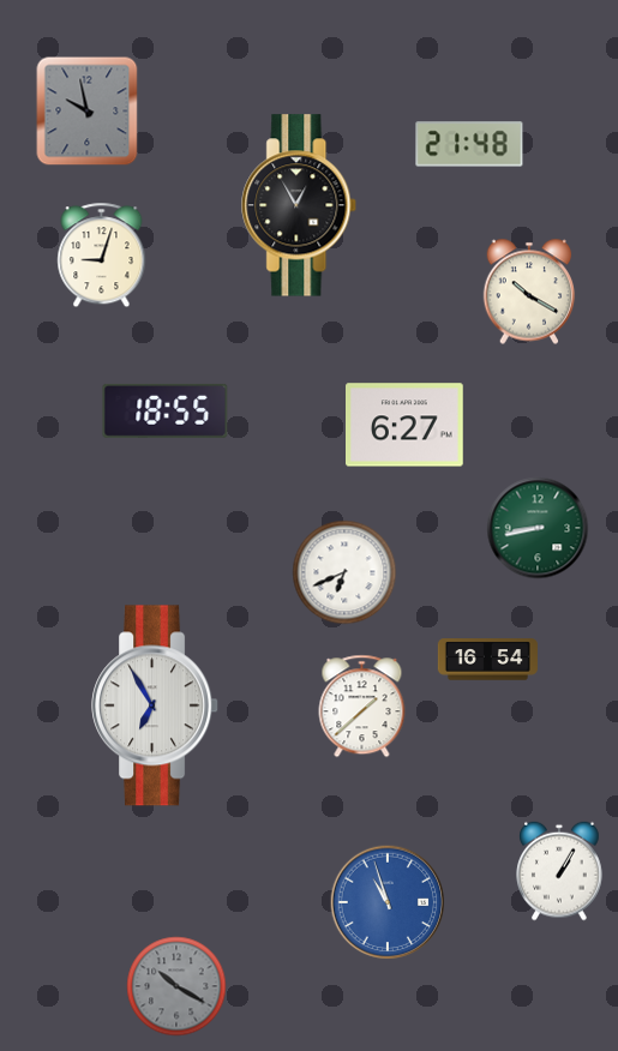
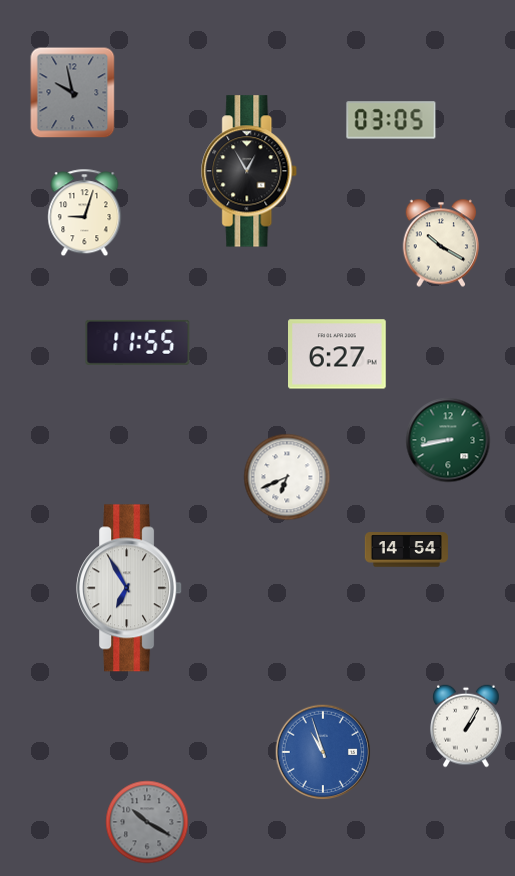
clock at (469, 144): 21:48 -> 03:05
clock at (166, 410): 18:55 -> 11:55
clock at (487, 660): 16:54 -> 14:54
clock at (362, 707): 1:38 -> none
